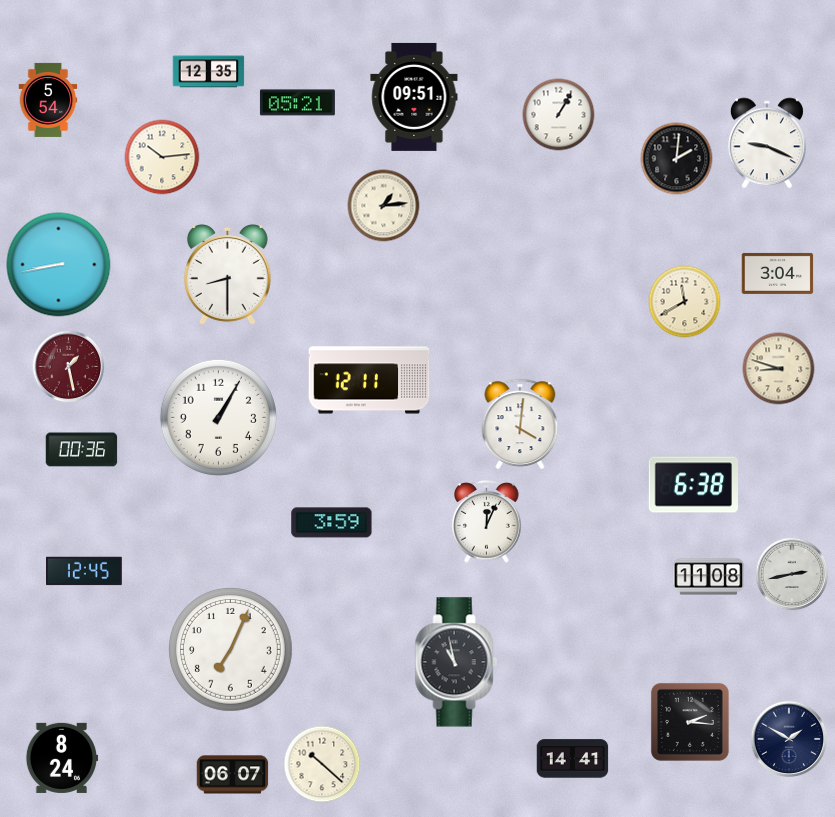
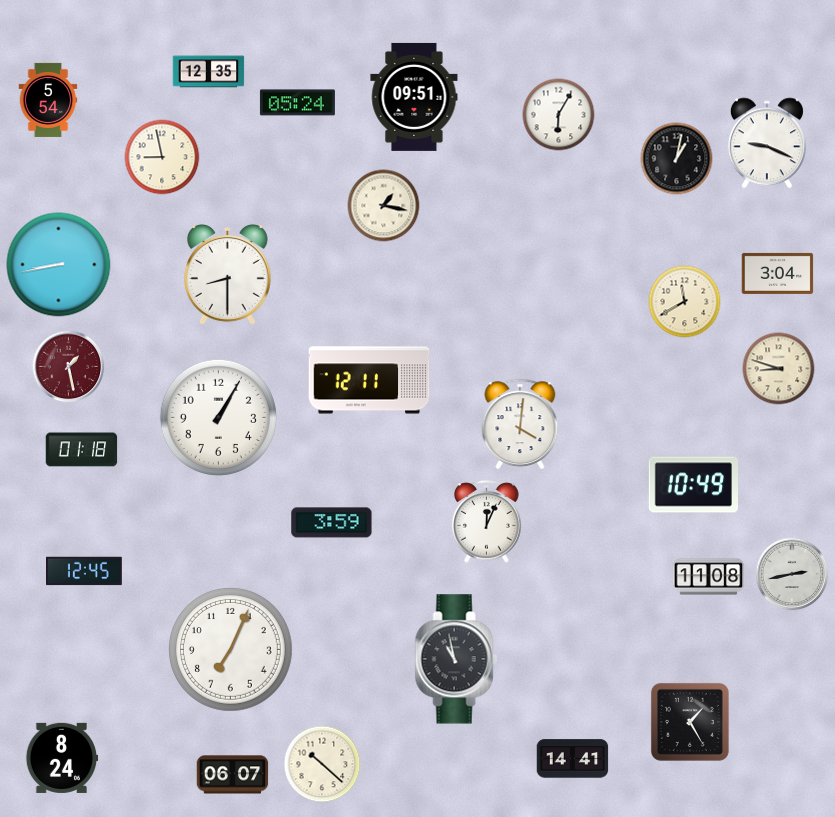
clock at (297, 103): 05:21 -> 05:24
clock at (559, 115): 1:05 -> 6:05
clock at (162, 157): 10:14 -> 8:58
clock at (677, 159): 2:01 -> 1:02
clock at (384, 206): 1:14 -> 1:17
clock at (82, 450): 00:36 -> 01:18
clock at (693, 485): 6:38 -> 10:49
clock at (456, 662) position: (456, 662) -> (456, 659)
clock at (690, 722): 2:16 -> 1:25
clock at (789, 739): 1:50 -> none
